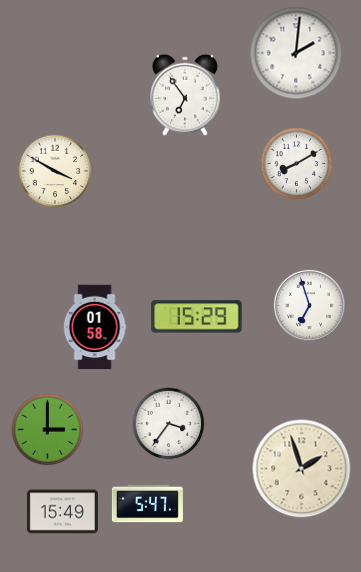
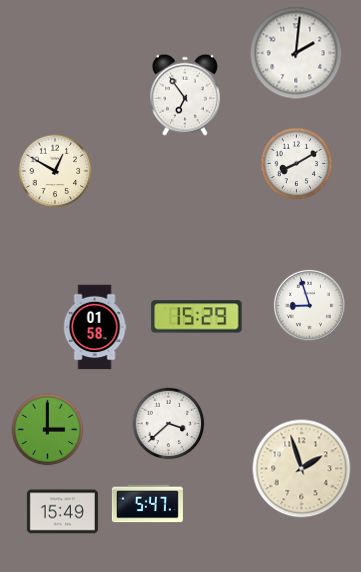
clock at (55, 171): 3:50 -> 12:50
clock at (309, 305): 6:57 -> 8:57
clock at (169, 424): 3:36 -> 3:38
